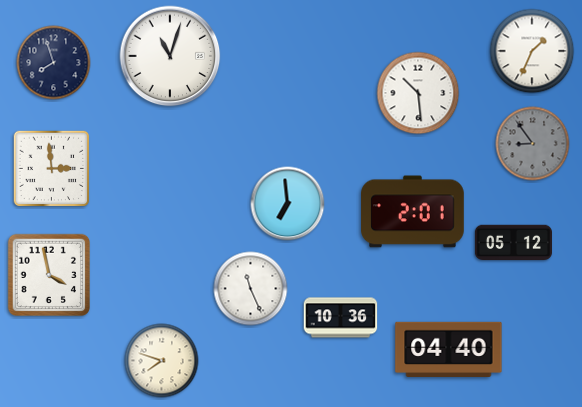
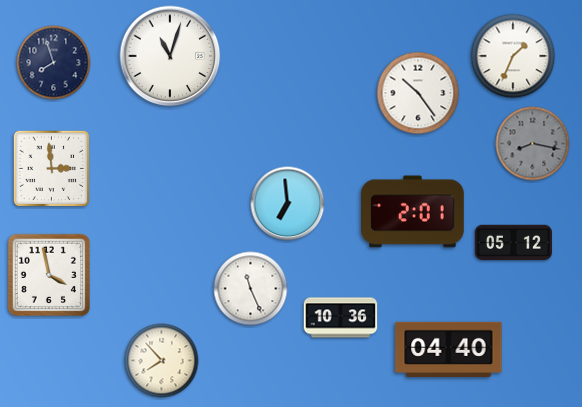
clock at (532, 51) position: (532, 51) -> (513, 56)
clock at (418, 93): 10:29 -> 10:24
clock at (533, 144): 8:54 -> 8:17
clock at (162, 361): 7:48 -> 7:53
